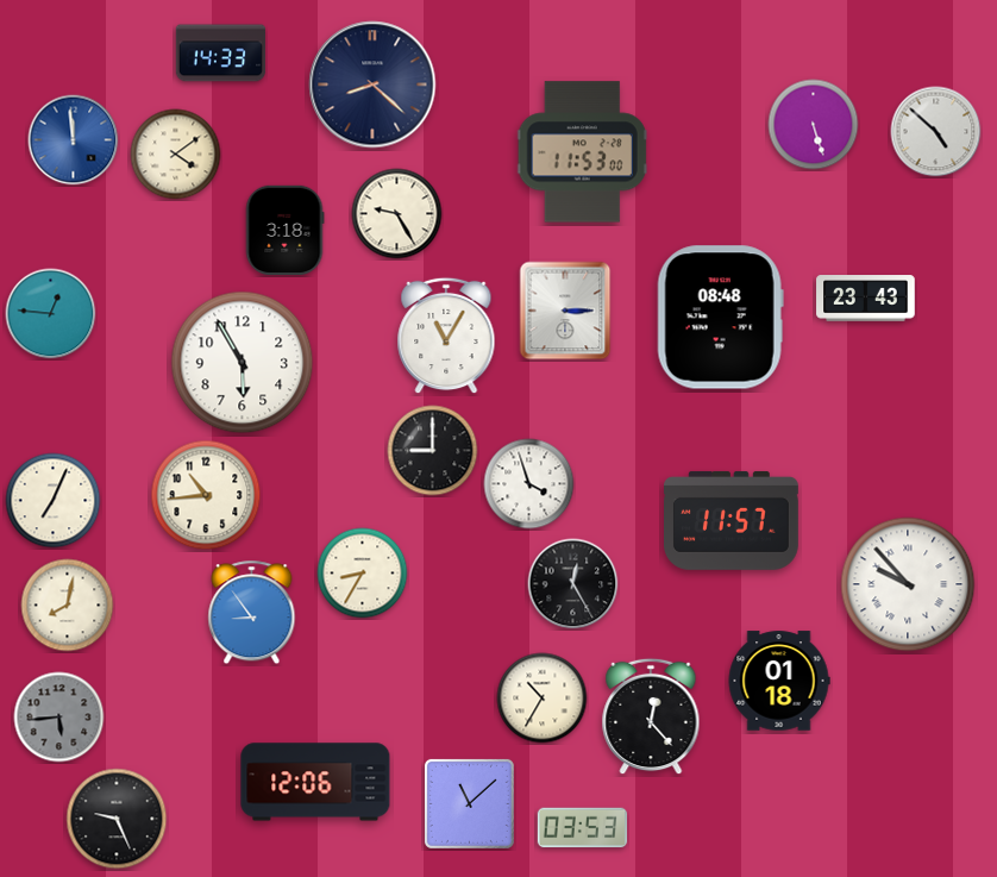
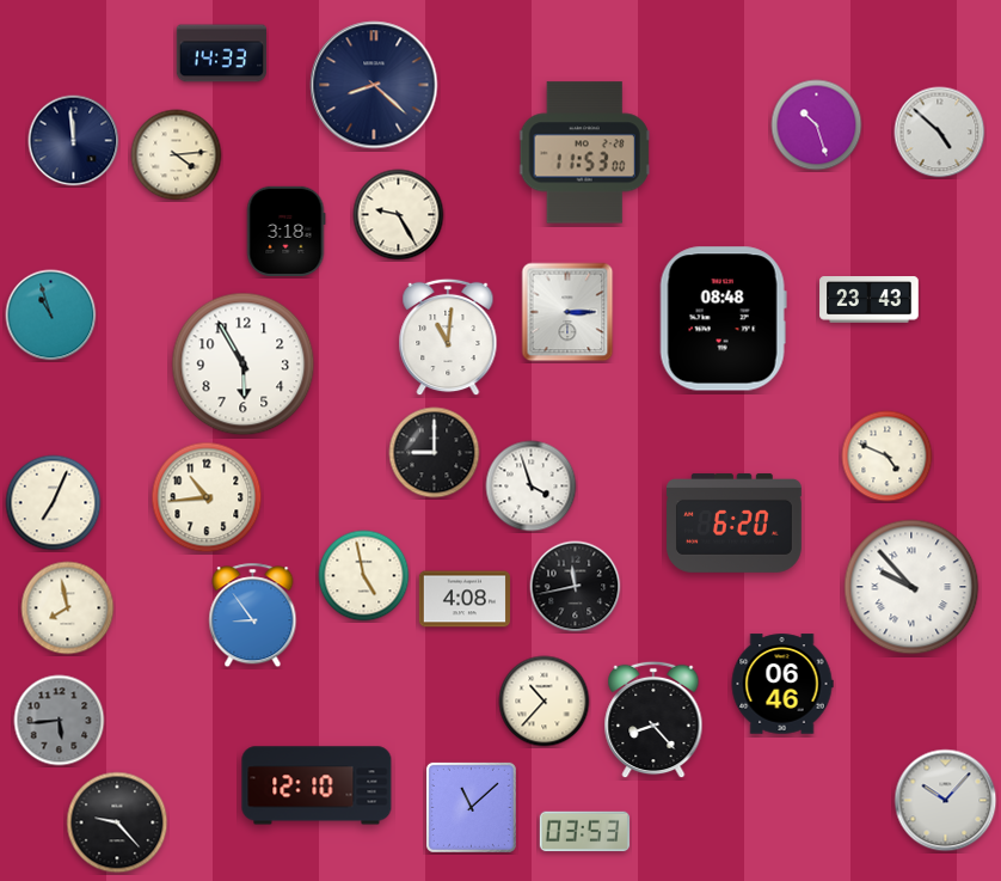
clock at (814, 125): 5:27 -> 10:27
clock at (74, 140) dial: blue -> navy
clock at (176, 155): 4:09 -> 4:14
clock at (51, 314): 12:46 -> 10:57
clock at (446, 336): 11:05 -> 11:01
clock at (888, 457): none -> 4:49
clock at (732, 520): 11:57 -> 6:20
clock at (363, 574): 8:35 -> 4:58
clock at (573, 584): 12:25 -> 11:43
clock at (463, 599): none -> 4:08
clock at (68, 606): 8:02 -> 7:58
clock at (779, 681): 01:18 -> 06:46
clock at (543, 699): 10:35 -> 10:37
clock at (651, 716): 12:23 -> 8:23
clock at (315, 782): 12:06 -> 12:10
clock at (946, 801): none -> 10:07
clock at (117, 819): 9:26 -> 9:23
